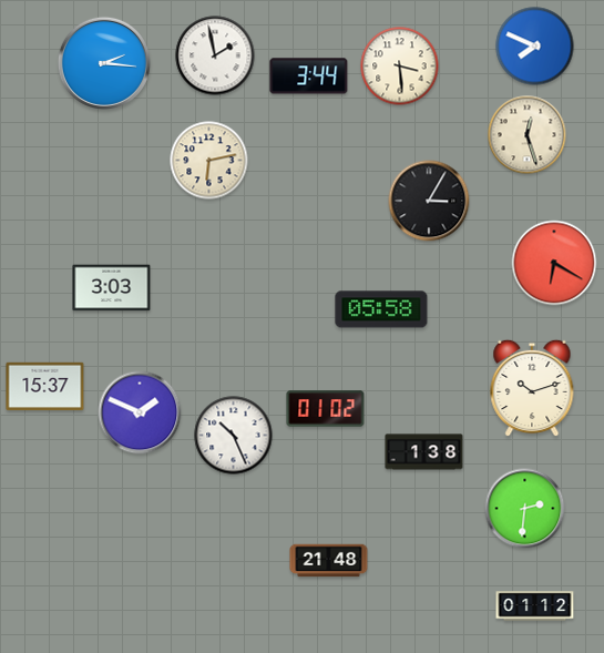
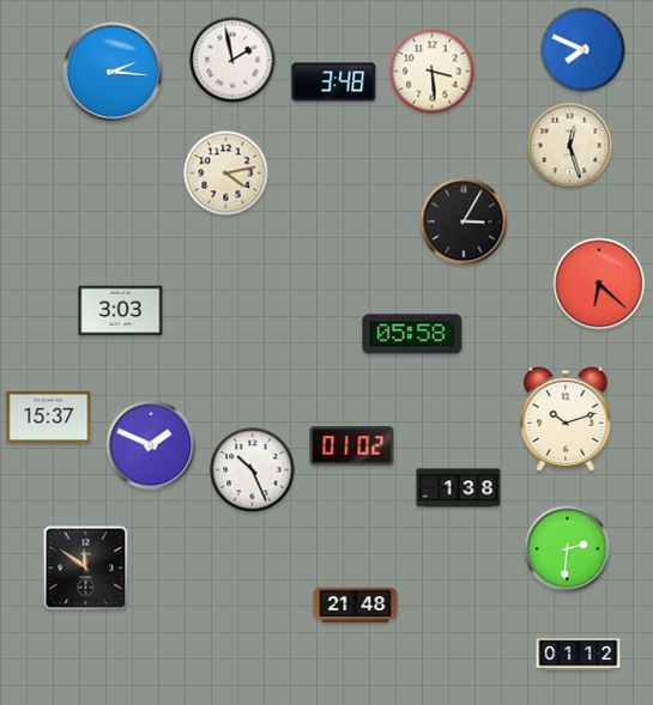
clock at (535, 47) position: (535, 47) -> (584, 50)
clock at (104, 63) position: (104, 63) -> (113, 72)
clock at (309, 76): 3:44 -> 3:48
clock at (209, 161): 6:13 -> 4:13
clock at (429, 201) position: (429, 201) -> (464, 221)
clock at (554, 263): 6:20 -> 6:22
clock at (532, 388) position: (532, 388) -> (566, 419)
clock at (326, 409) position: (326, 409) -> (352, 446)
clock at (86, 569): none -> 11:51
